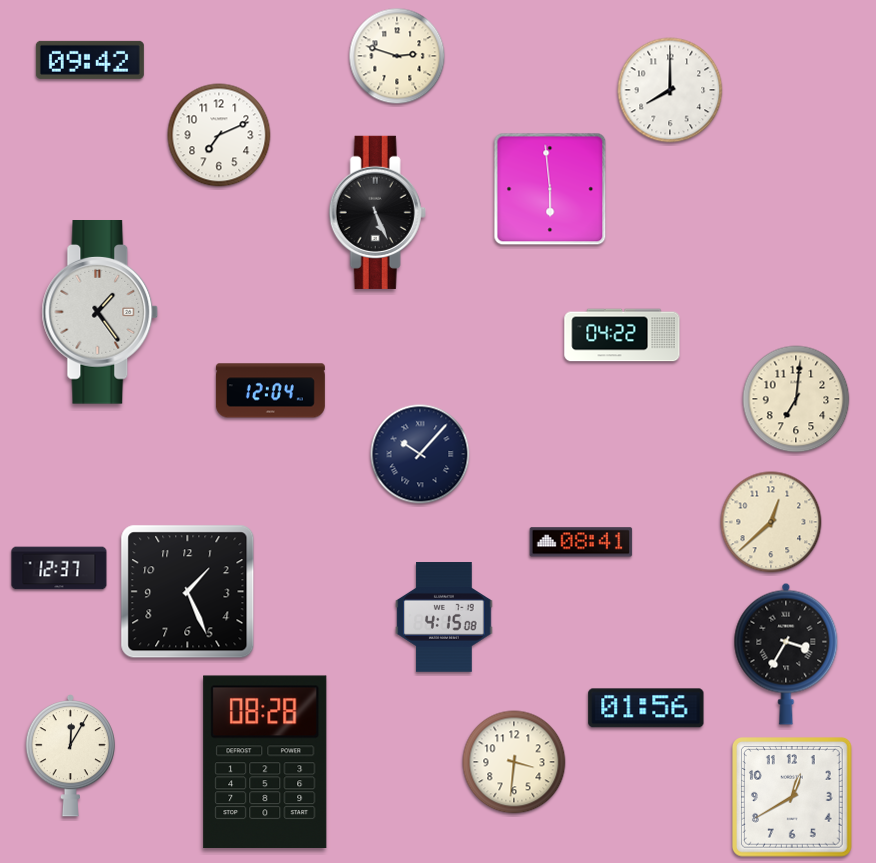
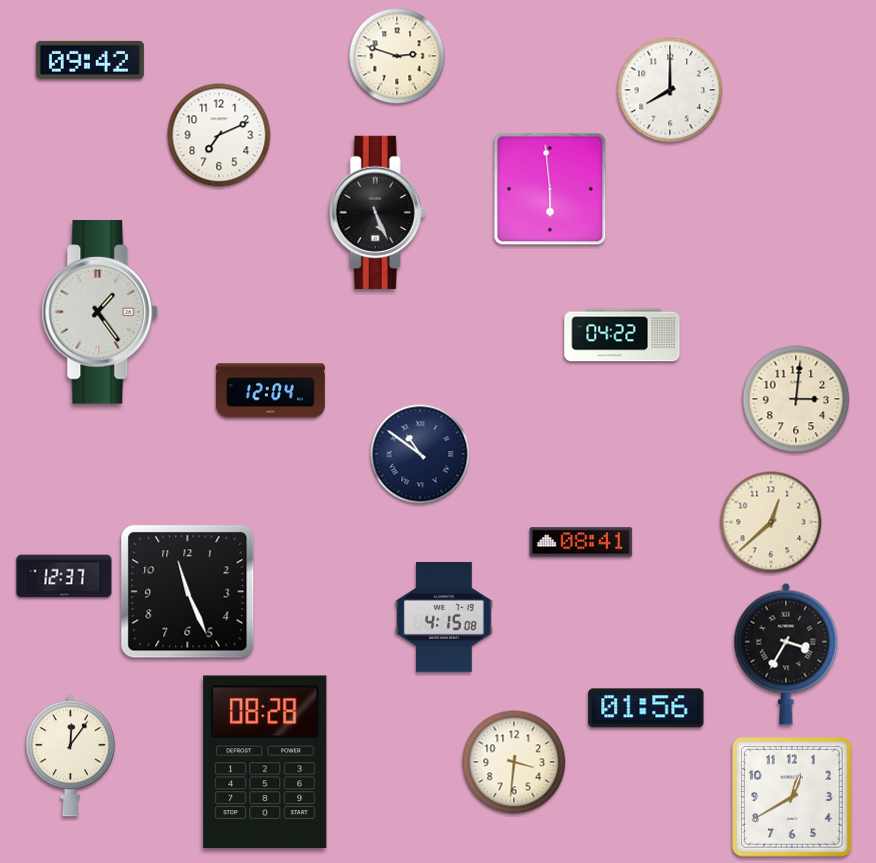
clock at (796, 399): 7:01 -> 3:01
clock at (420, 454): 10:07 -> 10:51
clock at (59, 568) position: (59, 568) -> (64, 576)
clock at (188, 592): 1:26 -> 11:26
clock at (70, 756): 12:05 -> 12:06
